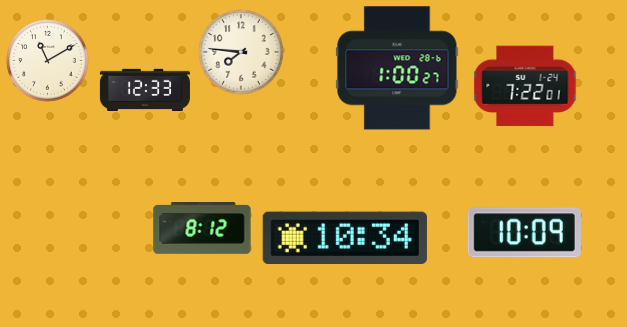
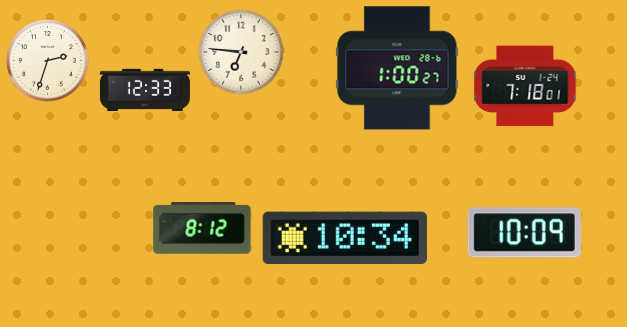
clock at (241, 52): 7:46 -> 6:46
clock at (48, 61): 11:10 -> 2:33
clock at (525, 86): 7:22 -> 7:18
